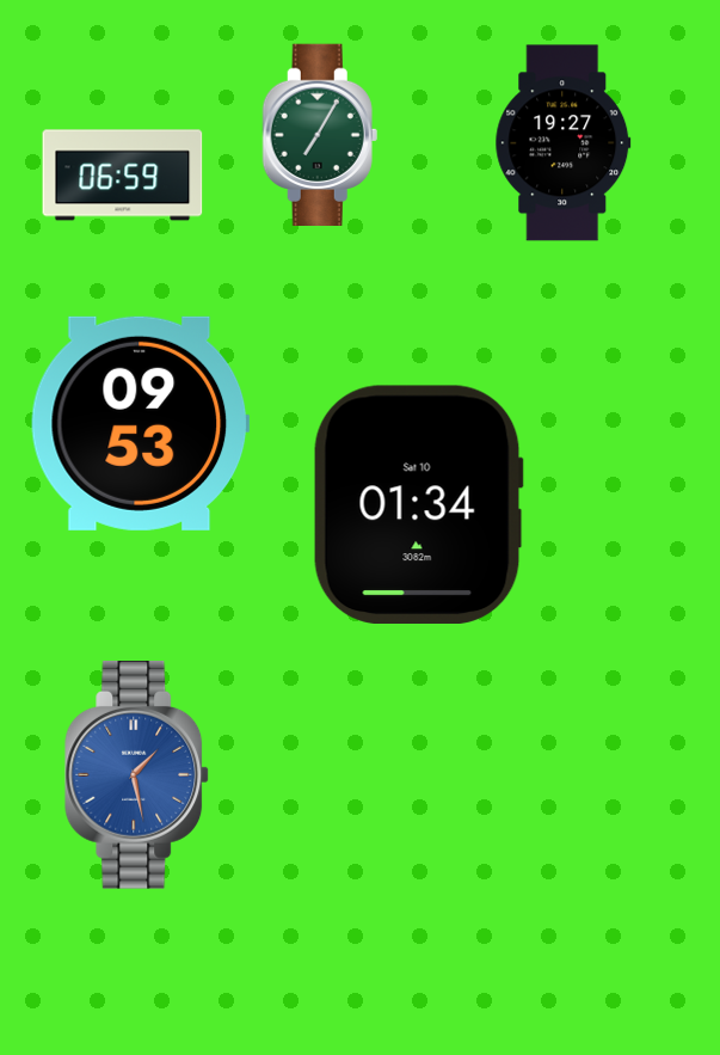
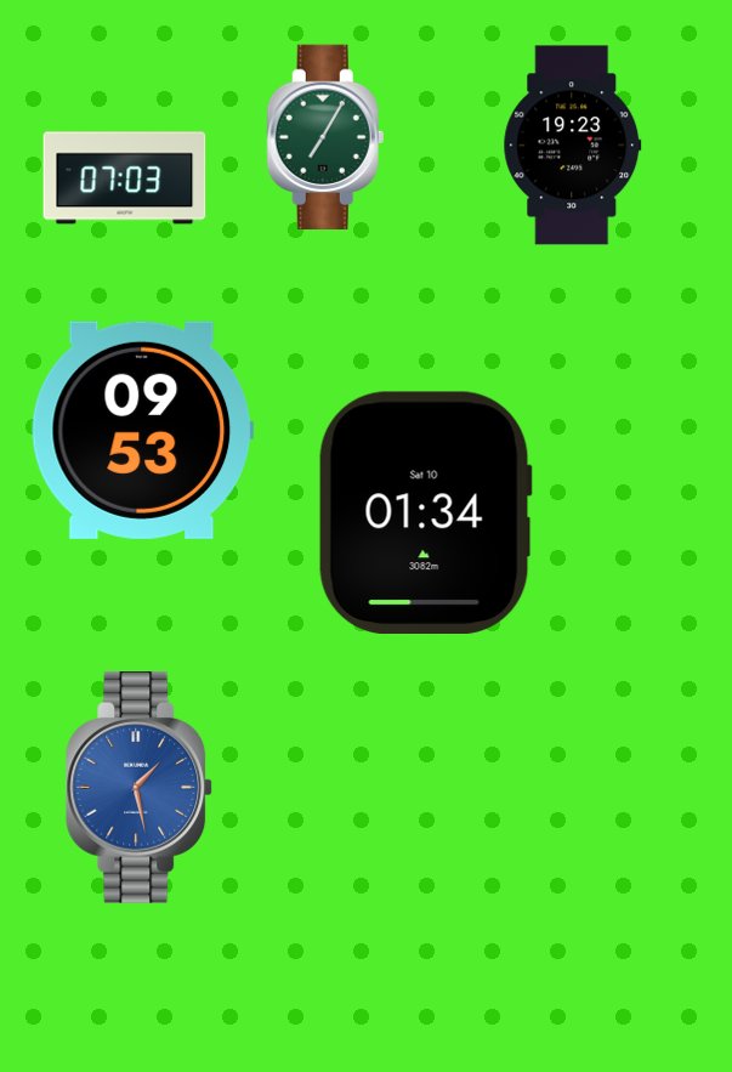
clock at (564, 143): 19:27 -> 19:23
clock at (123, 176): 06:59 -> 07:03
